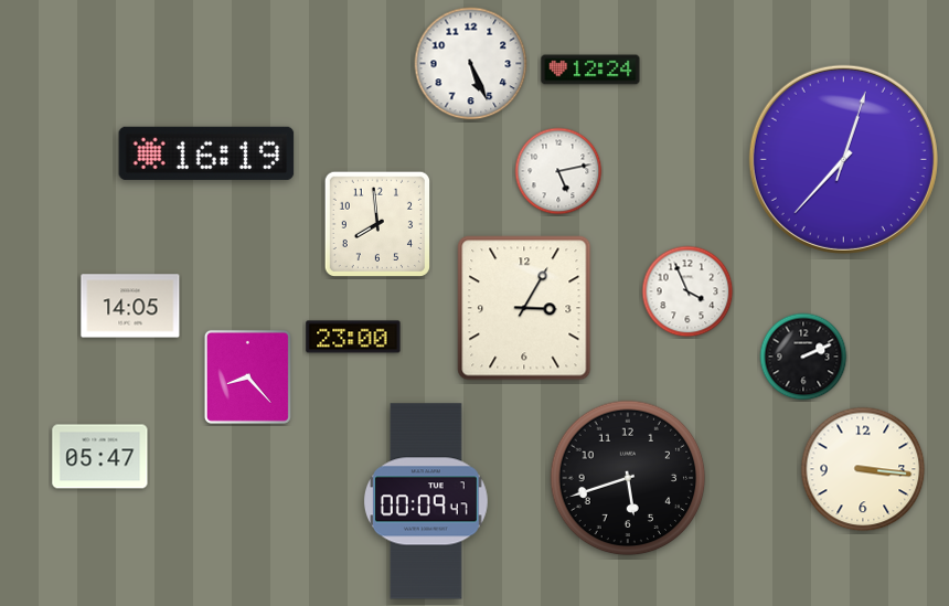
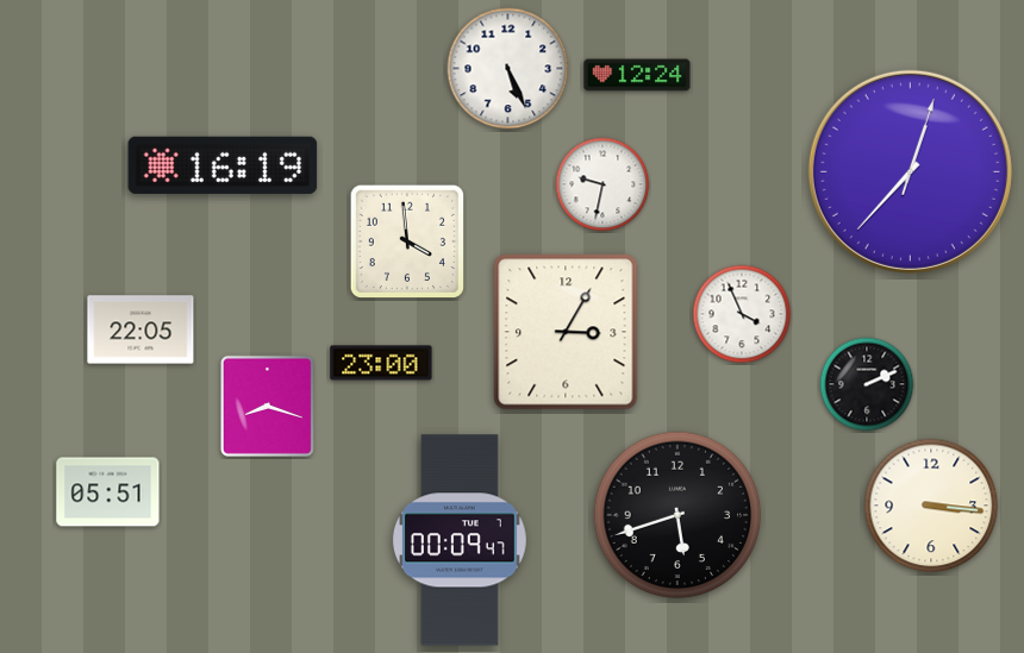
clock at (558, 171): 5:13 -> 9:32
clock at (376, 223): 7:59 -> 3:59
clock at (130, 306): 14:05 -> 22:05
clock at (247, 376): 8:23 -> 8:18
clock at (100, 457): 05:47 -> 05:51
